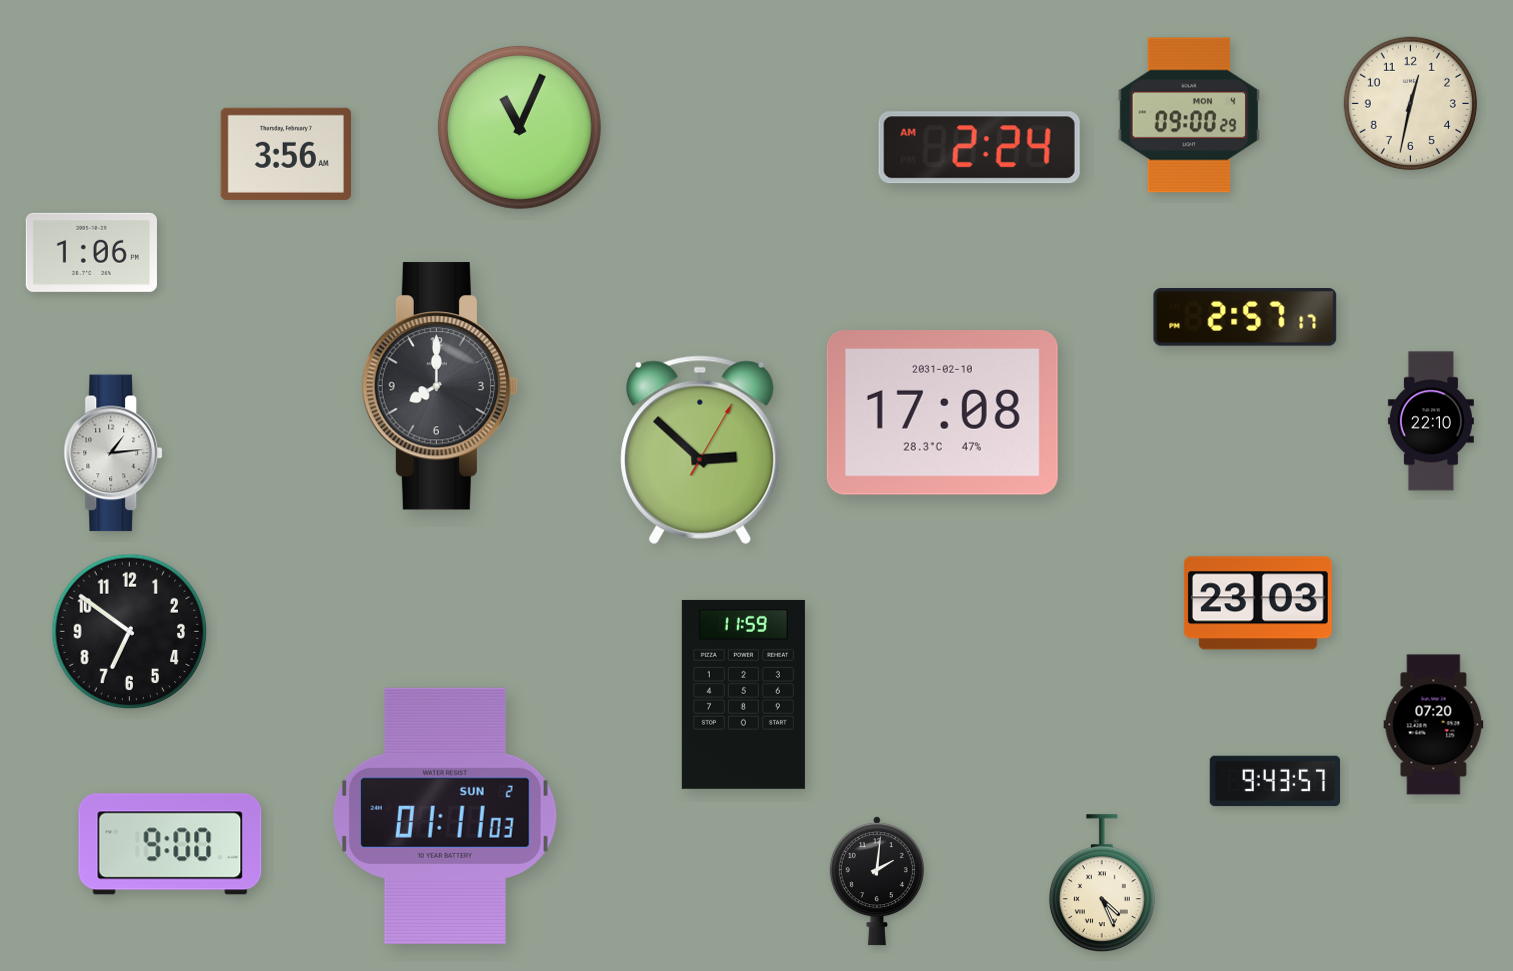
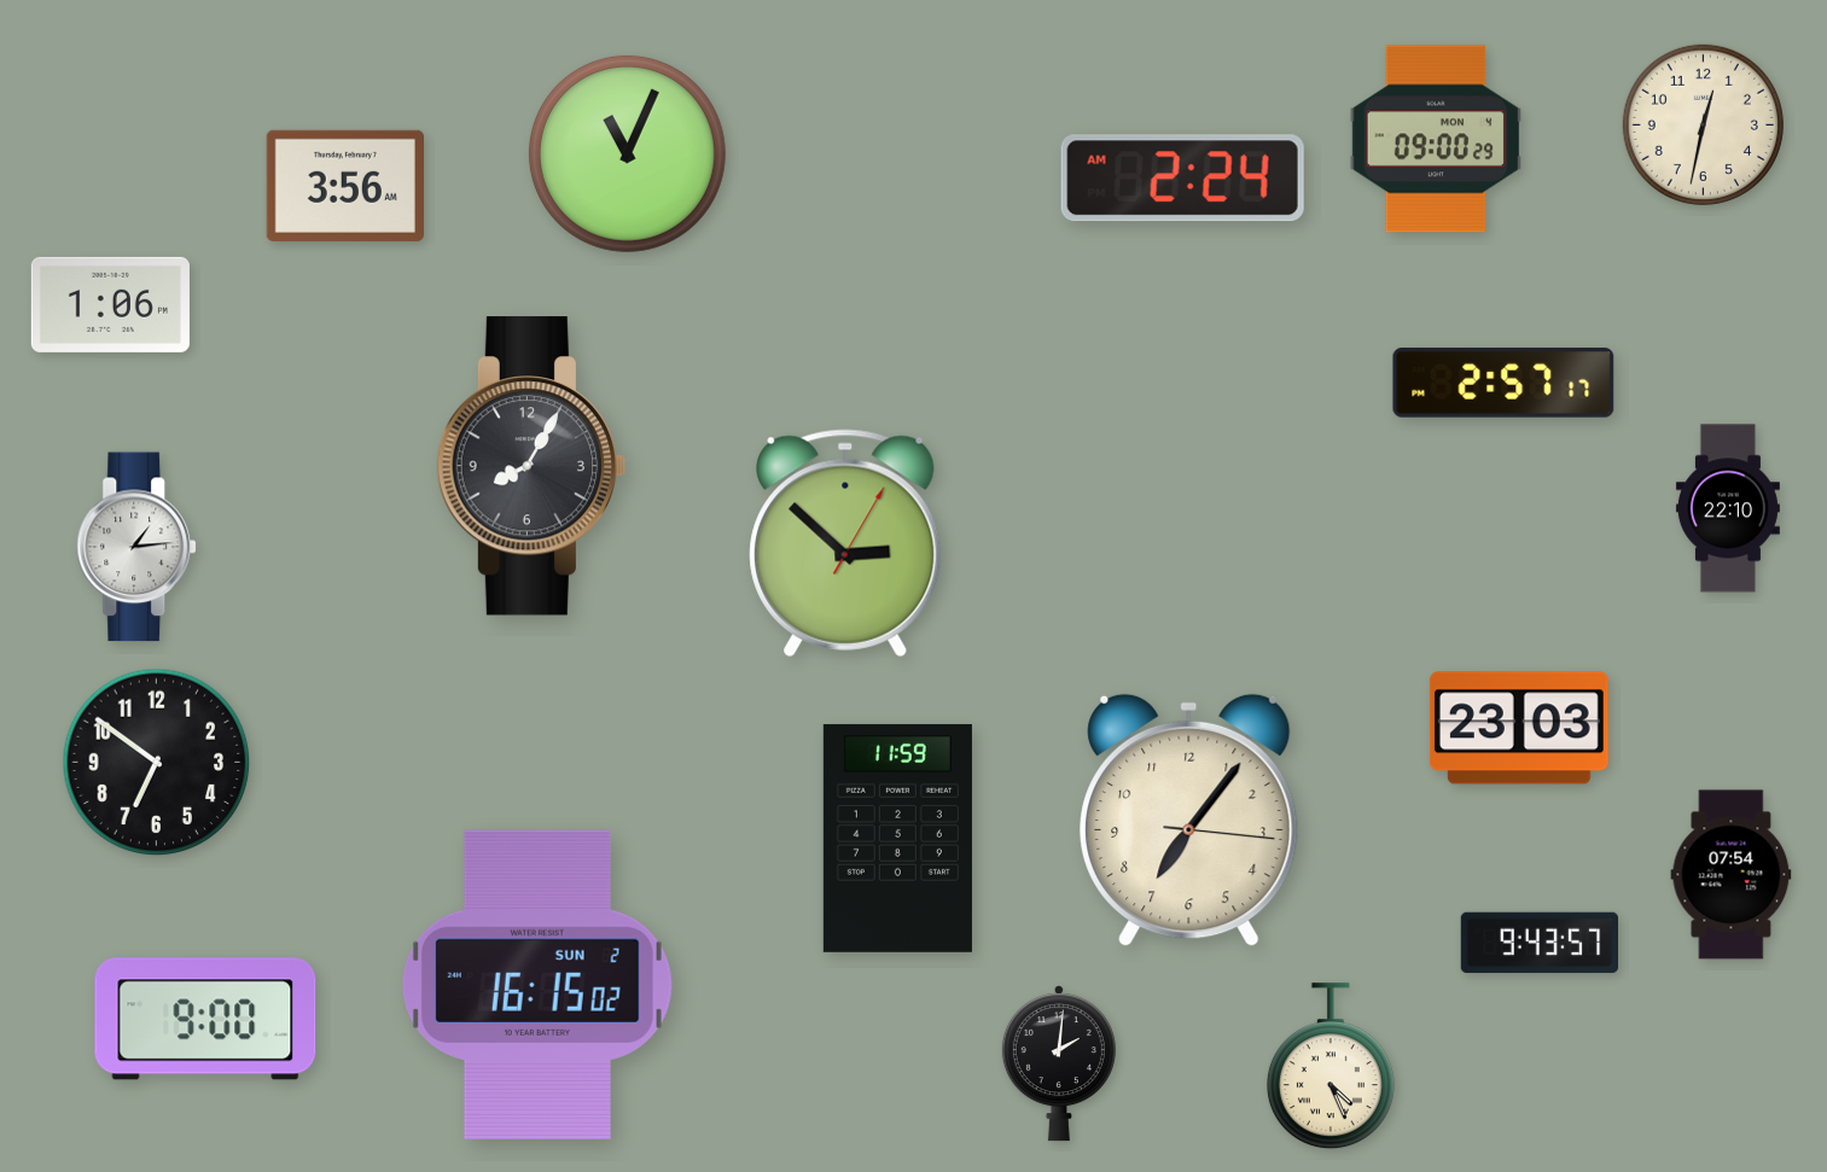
clock at (440, 386): 8:00 -> 8:05
clock at (942, 413): 17:08 -> none
clock at (1189, 821): none -> 7:06
clock at (1434, 725): 07:20 -> 07:54
clock at (445, 816): 01:11 -> 16:15
